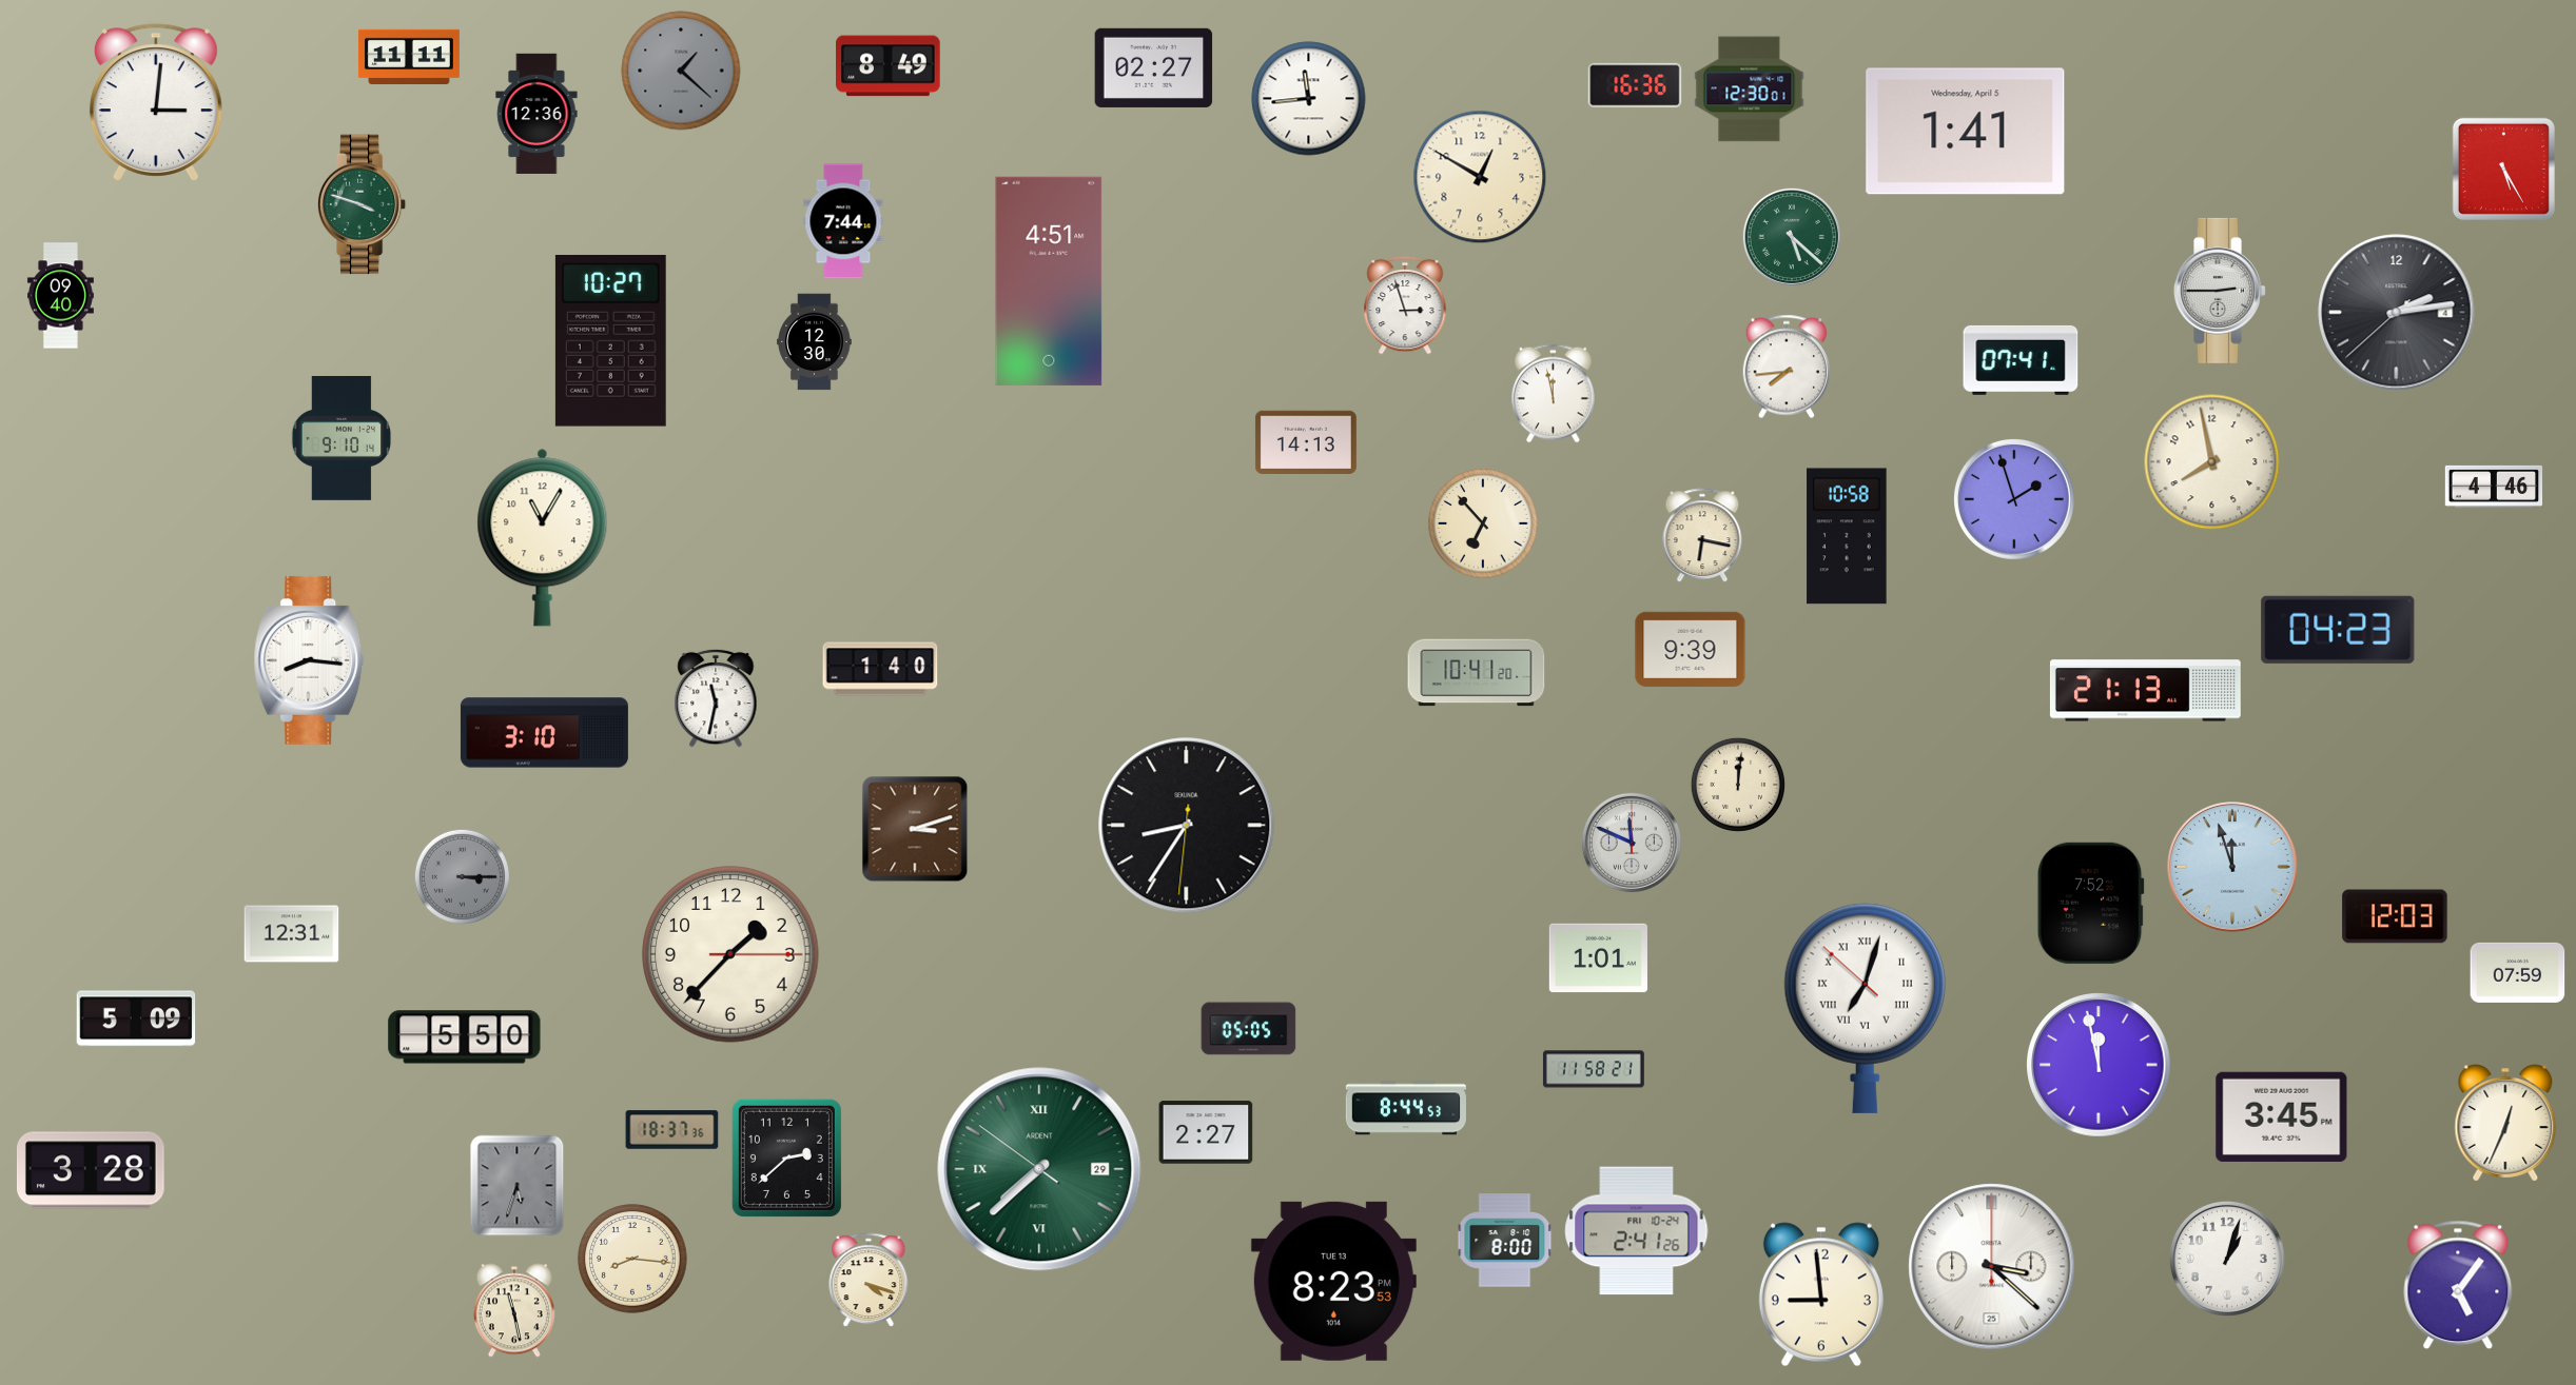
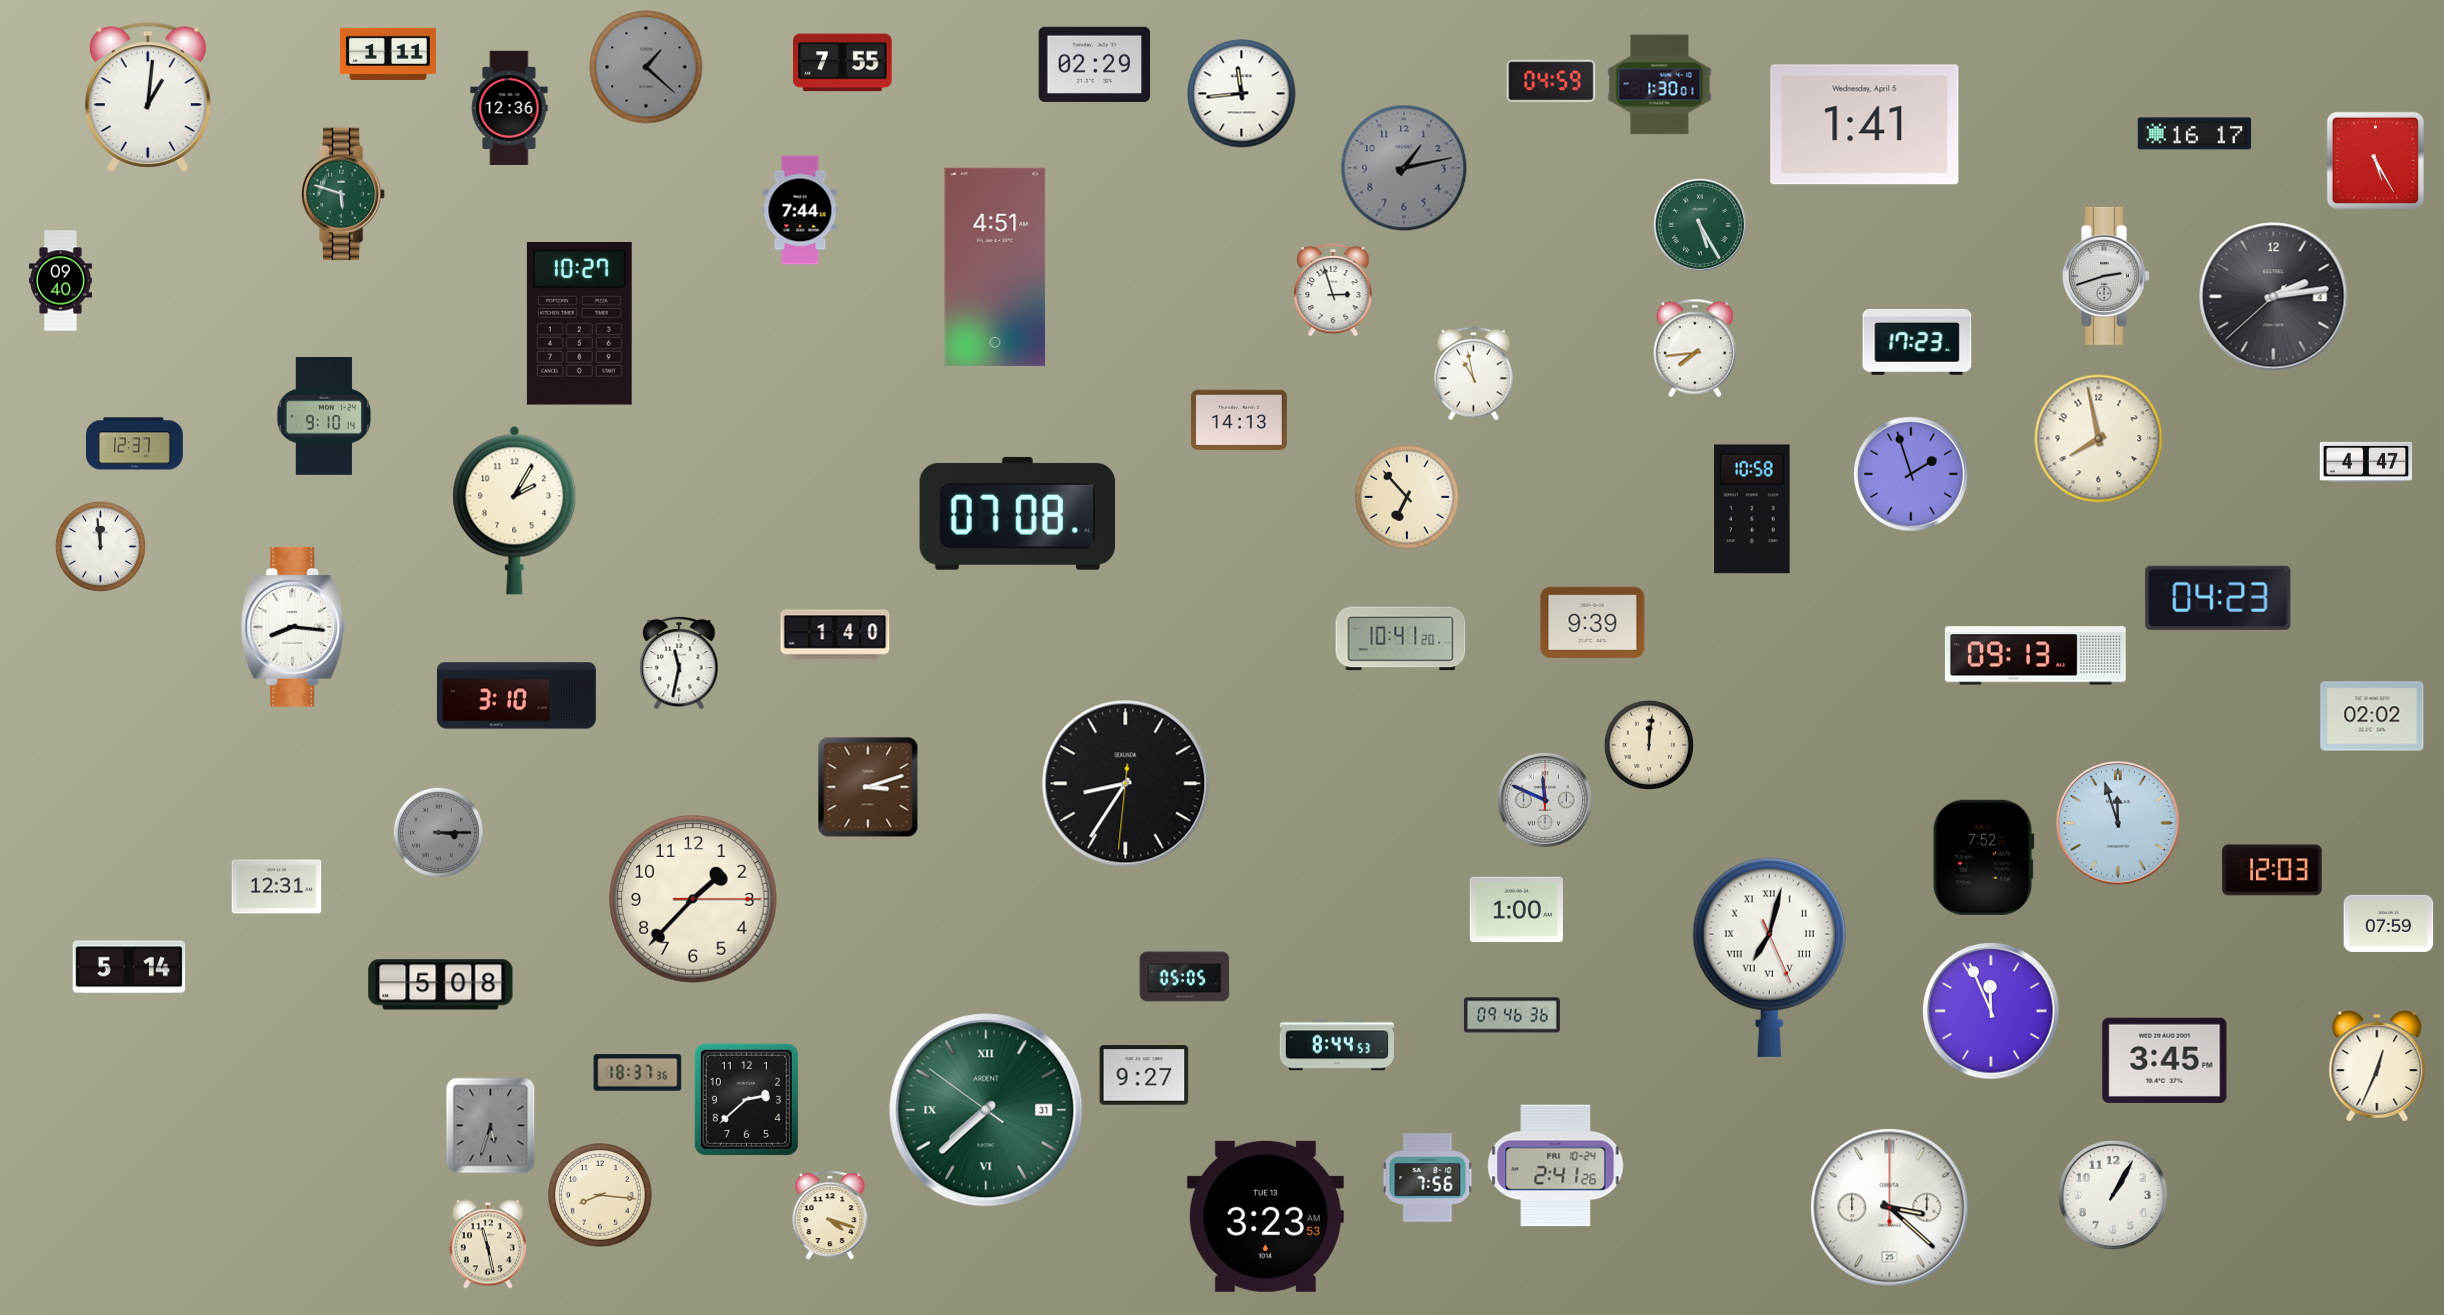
clock at (409, 56): 11:11 -> 1:11
clock at (889, 66): 8:49 -> 7:55
clock at (1154, 67): 02:27 -> 02:29
clock at (1635, 85): 16:36 -> 04:59
clock at (1750, 90): 12:30 -> 1:30
clock at (156, 102): 3:01 -> 1:01
clock at (2194, 134): none -> 16:17
clock at (1480, 177): 12:50 -> 1:13
clock at (1480, 177) dial: cream -> grey
clock at (362, 204): 3:48 -> 5:48
clock at (1792, 237): 5:22 -> 5:25
clock at (2221, 291): 2:45 -> 2:42
clock at (60, 296) position: (60, 296) -> (60, 281)
clock at (815, 342): 12:30 -> none
clock at (2021, 360): 07:41 -> 17:23
clock at (1554, 394): 11:58 -> 10:58
clock at (135, 444): none -> 12:37
clock at (2494, 487): 4:46 -> 4:47
clock at (1702, 536): 6:17 -> none
clock at (543, 537): 11:05 -> 2:05
clock at (1018, 513): none -> 07:08
clock at (100, 546): none -> 11:59
clock at (1691, 649) position: (1691, 649) -> (1593, 622)
clock at (2145, 691): 21:13 -> 09:13
clock at (2372, 716): none -> 02:02
clock at (1632, 843) position: (1632, 843) -> (1545, 800)
clock at (730, 954) position: (730, 954) -> (693, 899)
clock at (1598, 958): 1:01 -> 1:00
clock at (1865, 1008): 7:02:52 -> 7:02:26
clock at (136, 1018): 5:09 -> 5:14
clock at (465, 1037): 5:50 -> 5:08
clock at (2099, 1065): 11:58 -> 11:56
clock at (1594, 1069): 11:58 -> 09:46
clock at (1406, 1108) position: (1406, 1108) -> (1337, 1045)
clock at (1206, 1132): 2:27 -> 9:27
clock at (1039, 1169) date: 29 -> 31
clock at (91, 1170): 3:28 -> none
clock at (1637, 1231) position: (1637, 1231) -> (1556, 1166)
clock at (1505, 1241): 8:00 -> 7:56
clock at (2227, 1259): 1:03 -> 1:05
clock at (1992, 1267) position: (1992, 1267) -> (1890, 1208)
clock at (869, 1281) position: (869, 1281) -> (830, 1216)
clock at (1333, 1281): 8:23 -> 3:23
clock at (2458, 1285): 5:06 -> none
clock at (1821, 1294): 8:59 -> none
